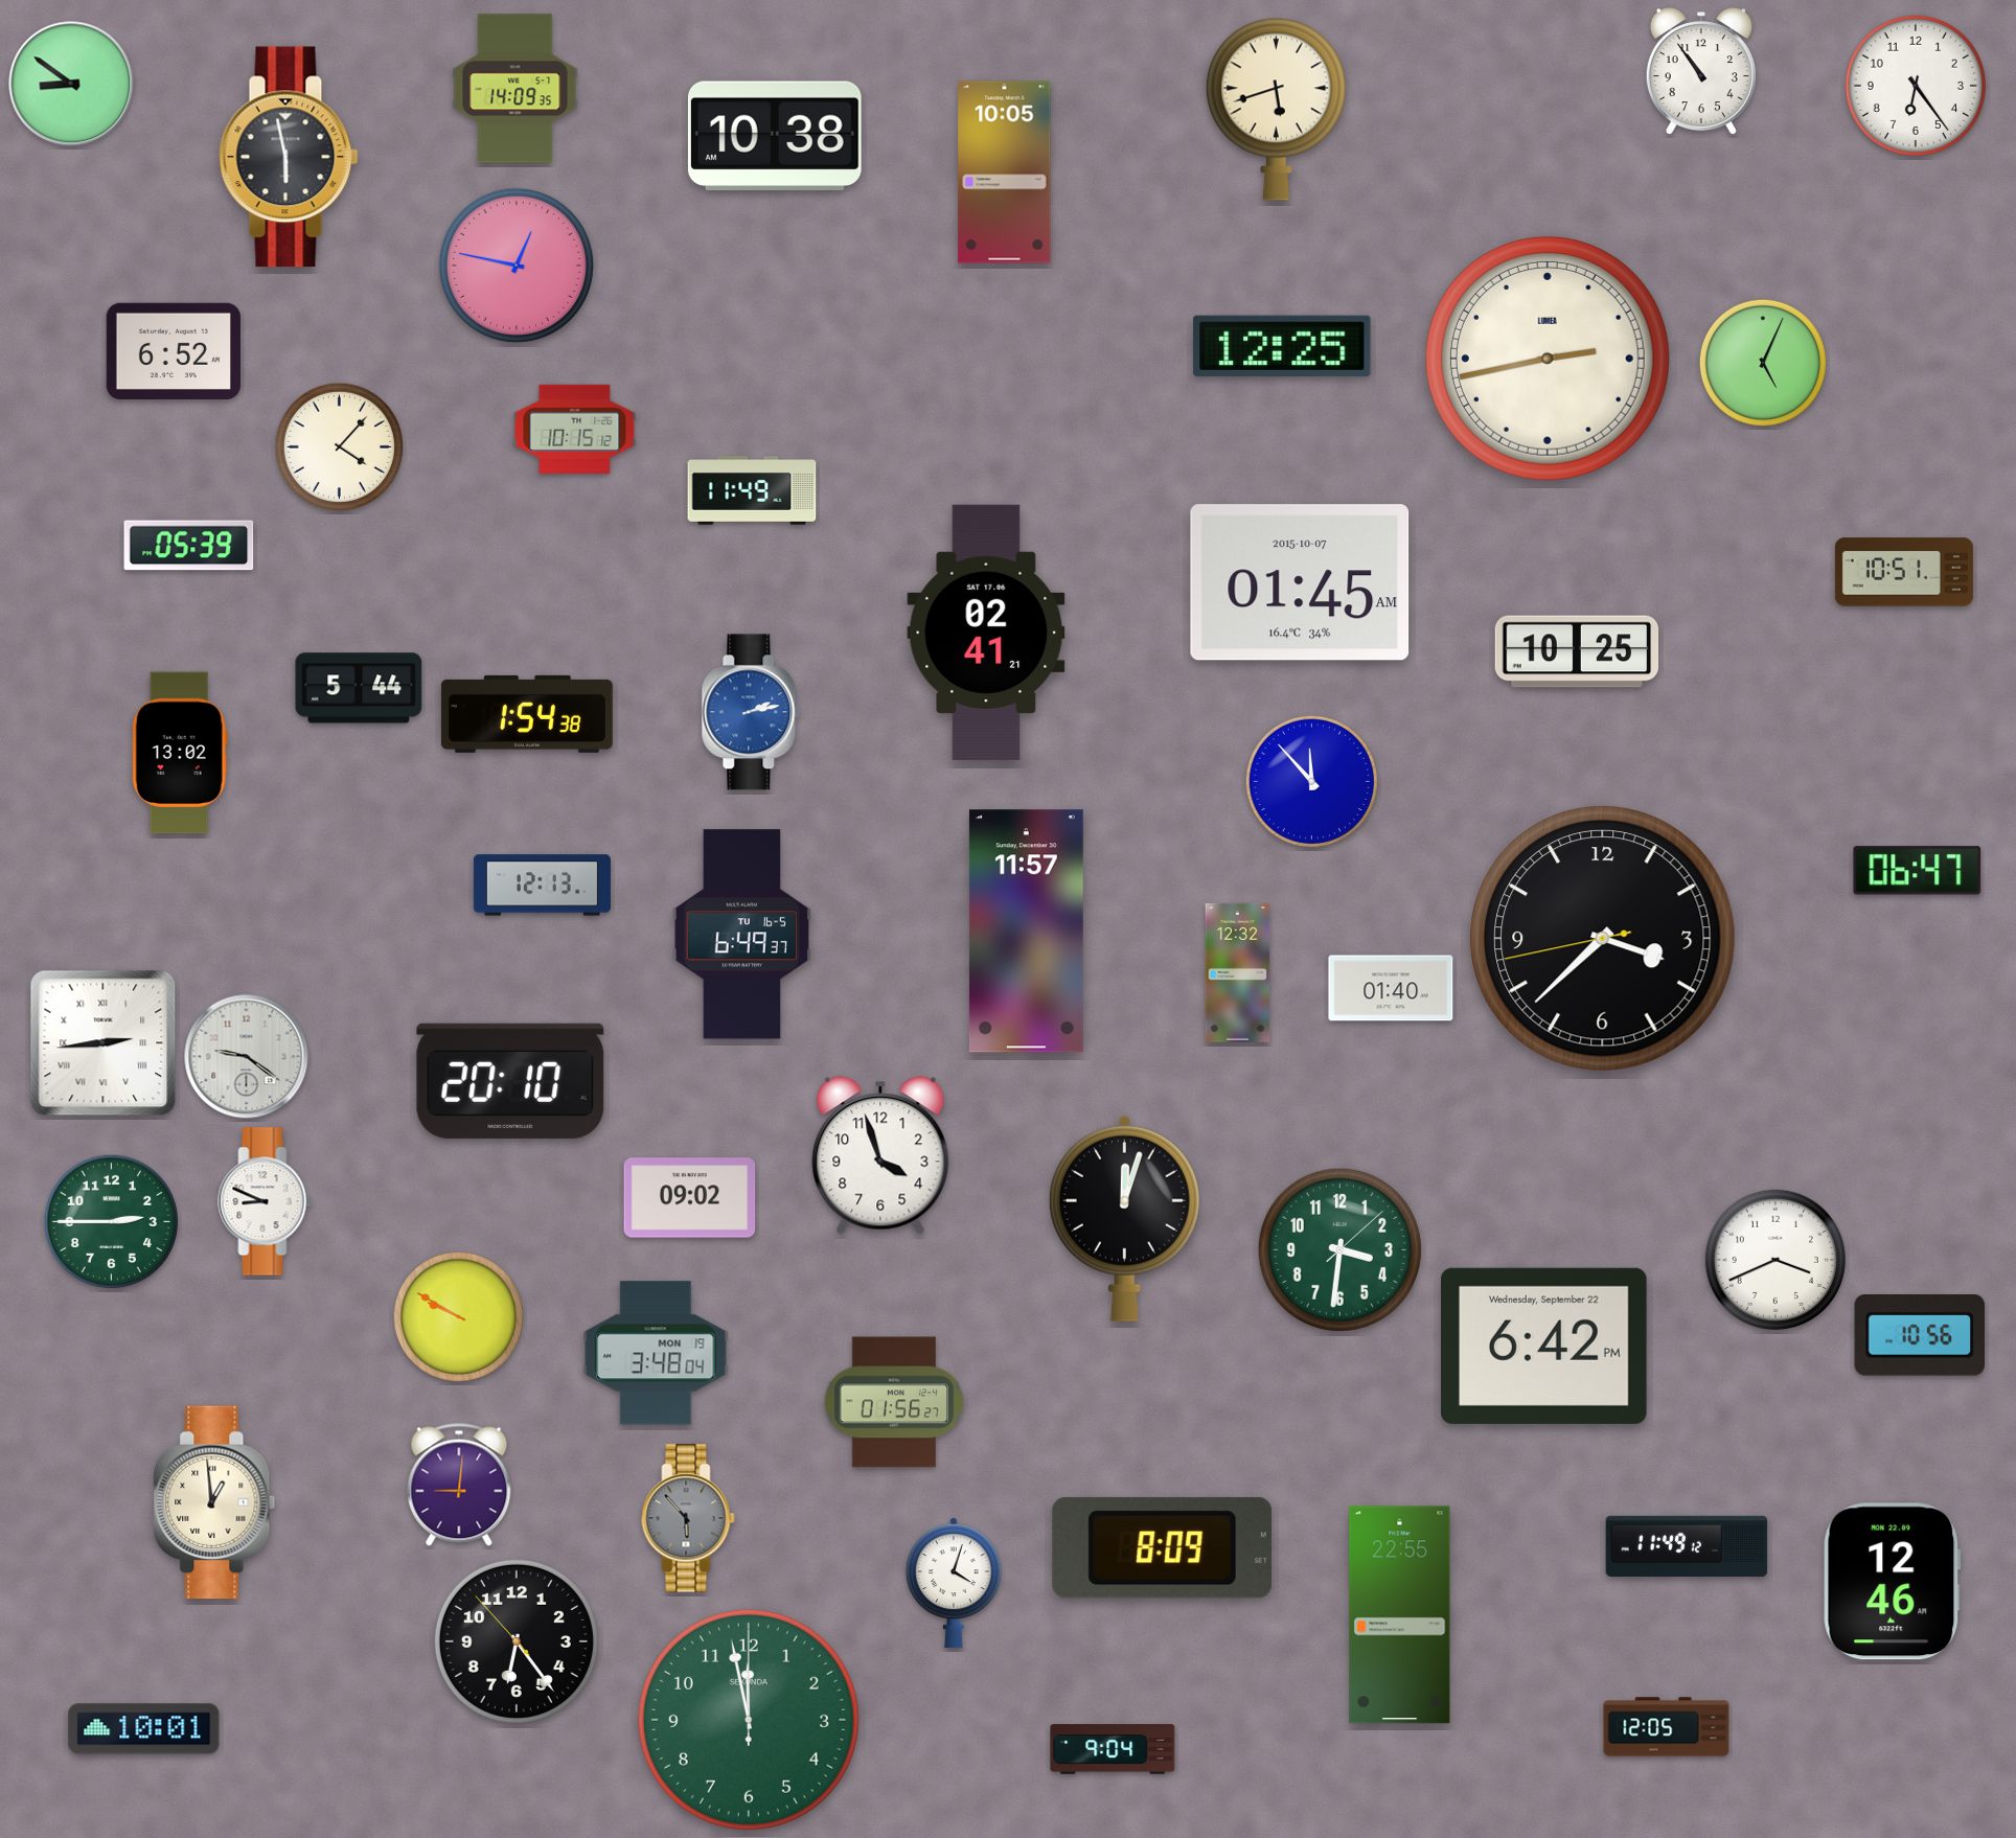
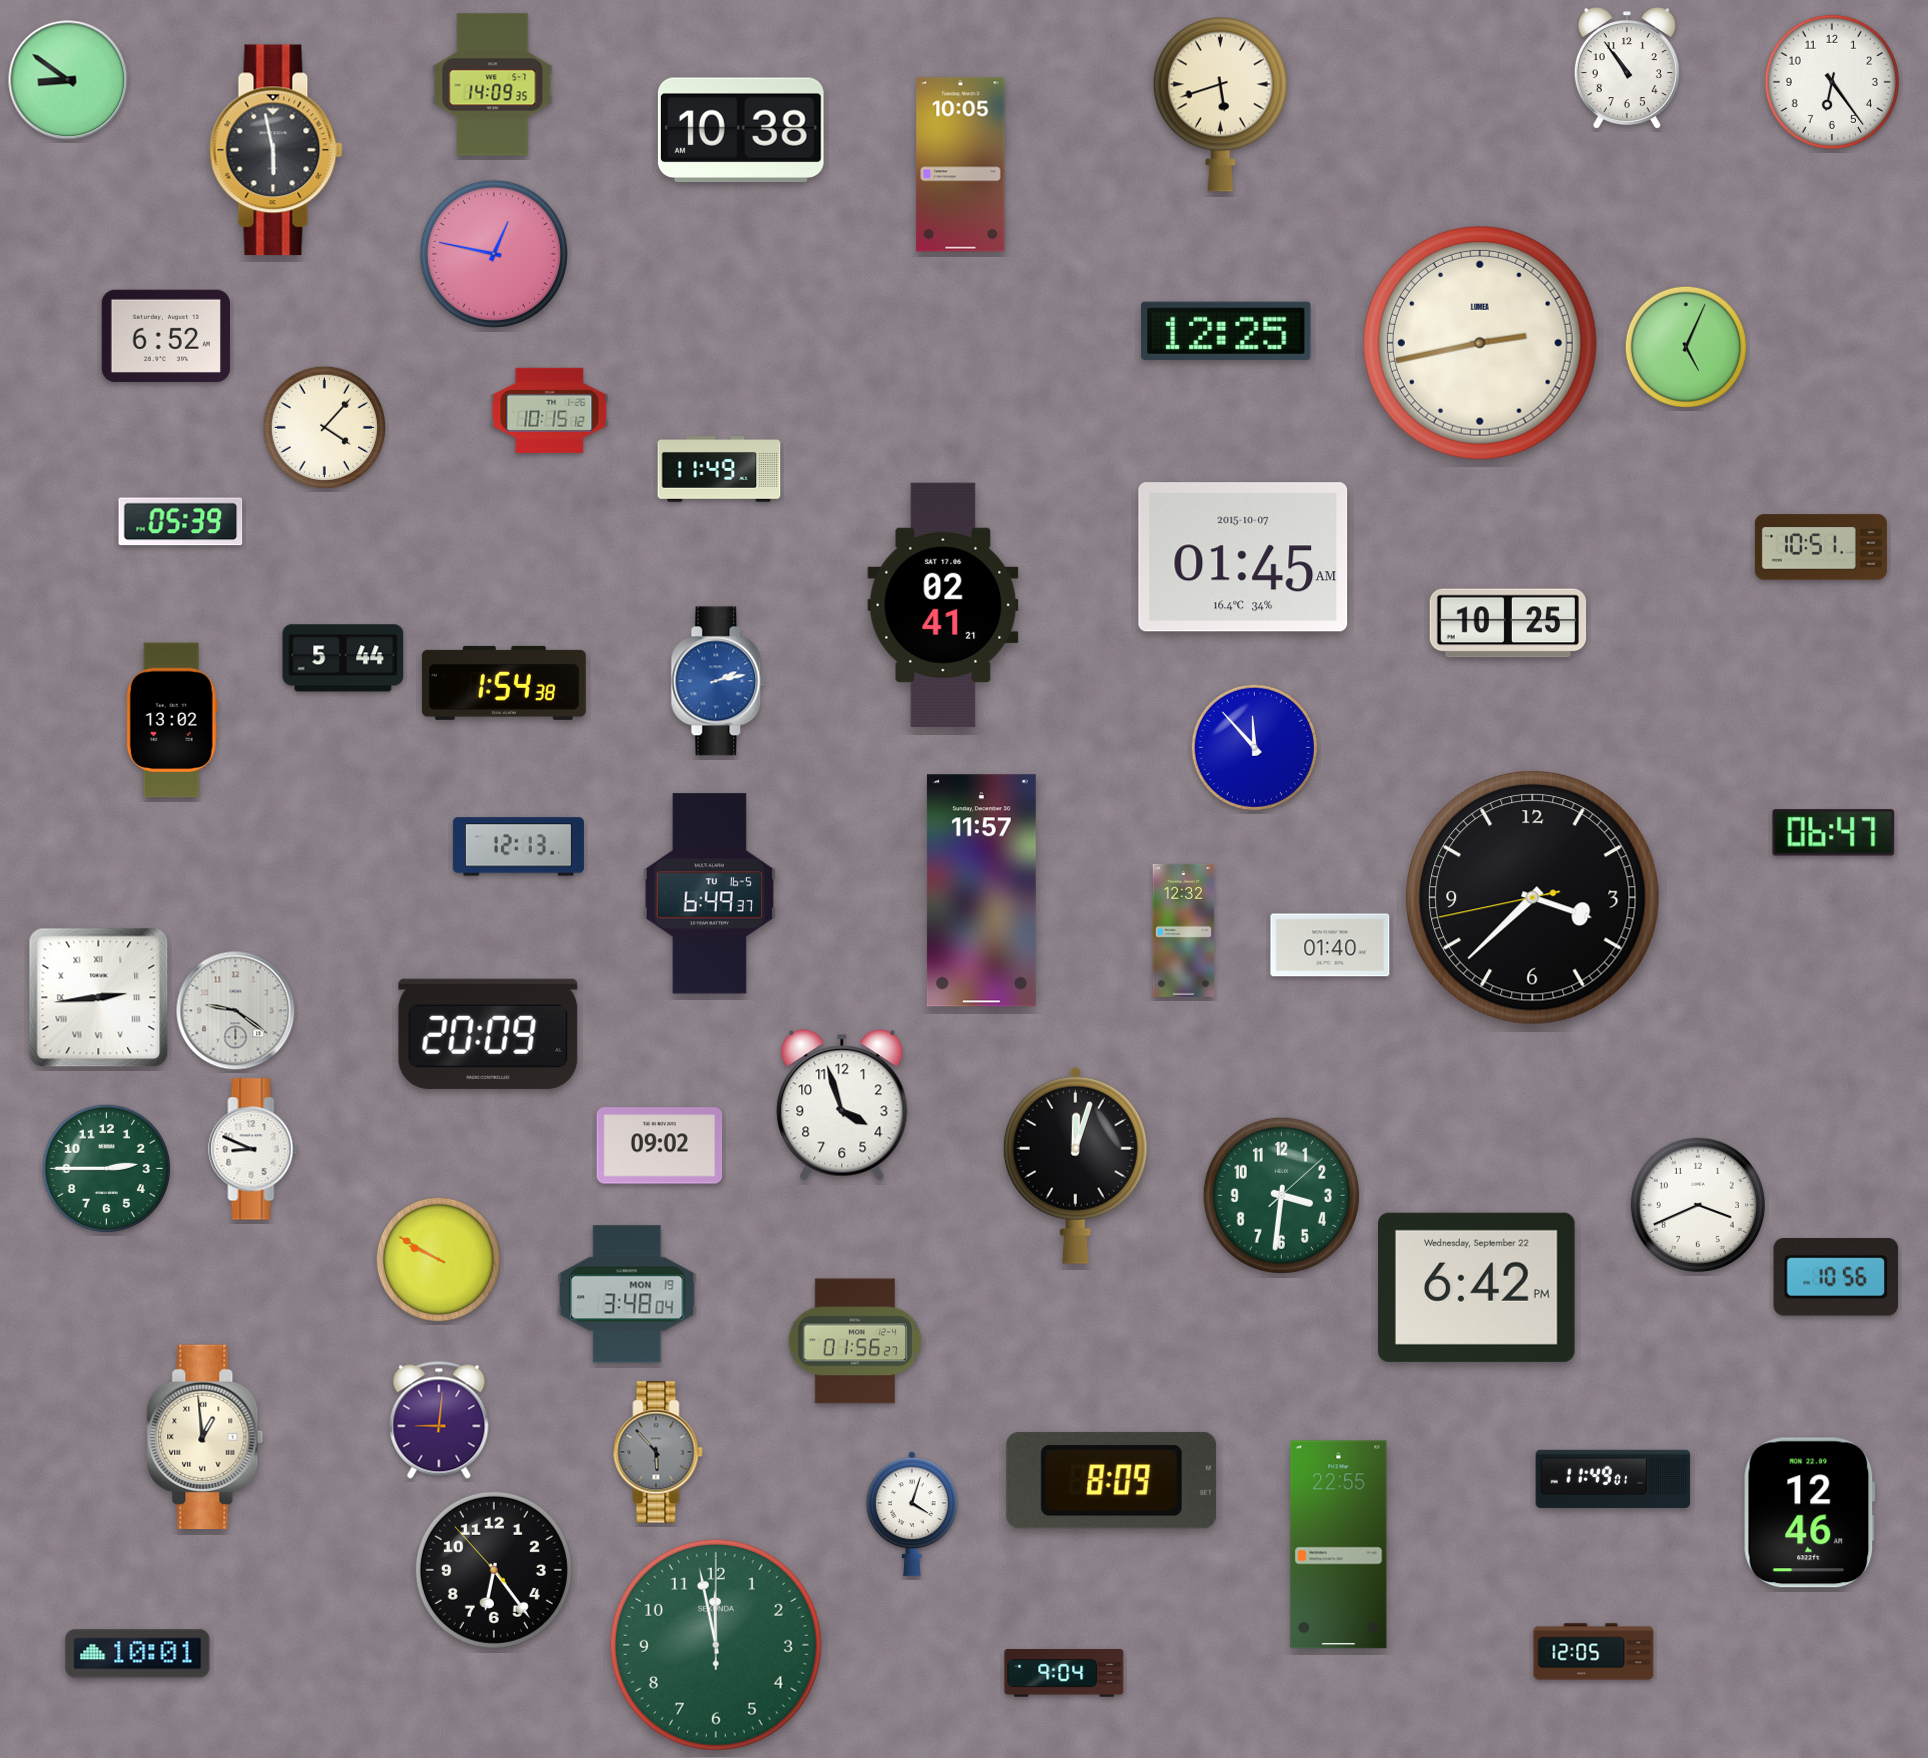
clock at (510, 1081): 20:10 -> 20:09
clock at (1687, 1546): 11:49:12 -> 11:49:01
